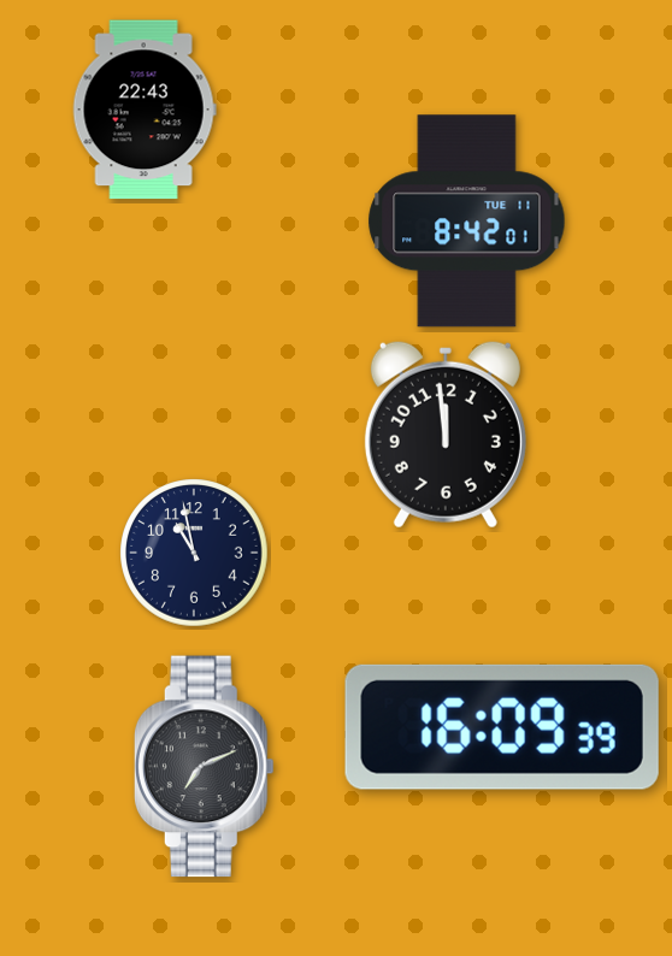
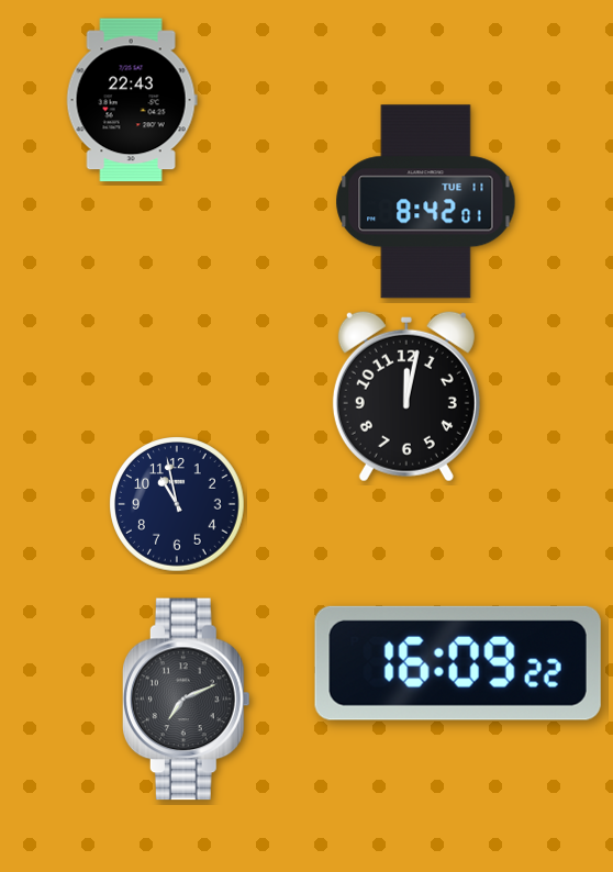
clock at (446, 435): 11:59 -> 12:02
clock at (502, 727): 16:09:39 -> 16:09:22
